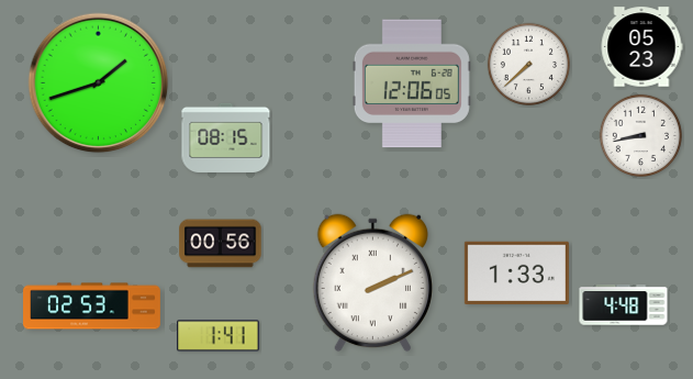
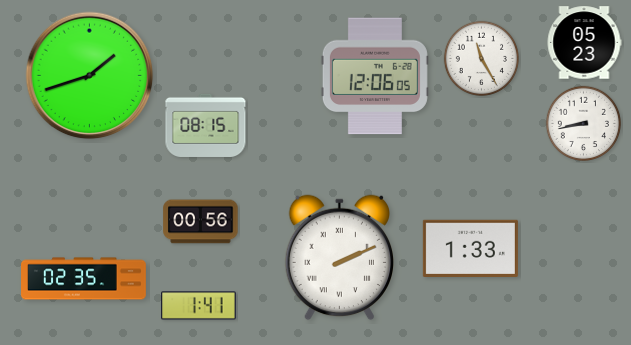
clock at (528, 64): 7:38 -> 11:25
clock at (624, 305): 4:48 -> none
clock at (92, 306): 02:53 -> 02:35
